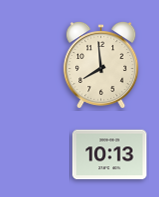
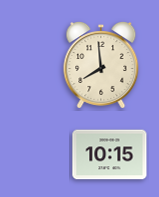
clock at (110, 155): 10:13 -> 10:15
